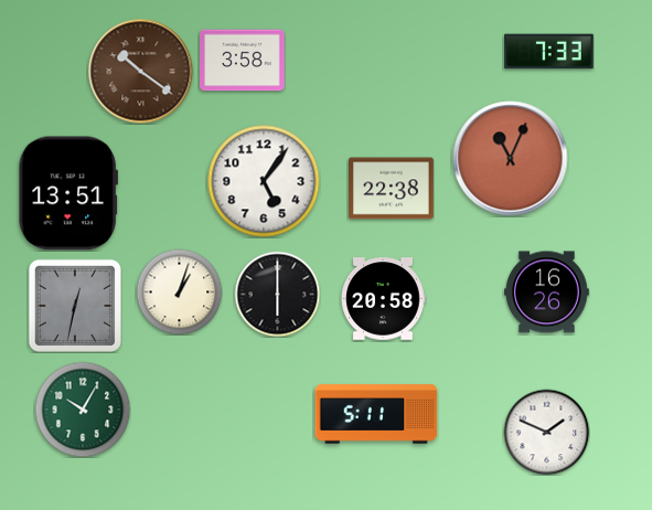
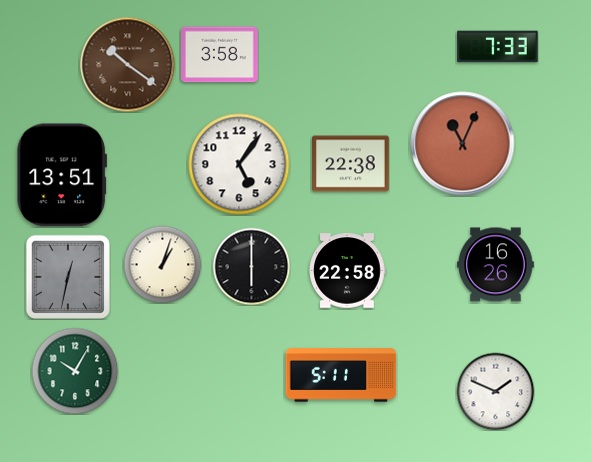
clock at (392, 189) position: (392, 189) -> (351, 164)
clock at (383, 299): 20:58 -> 22:58
